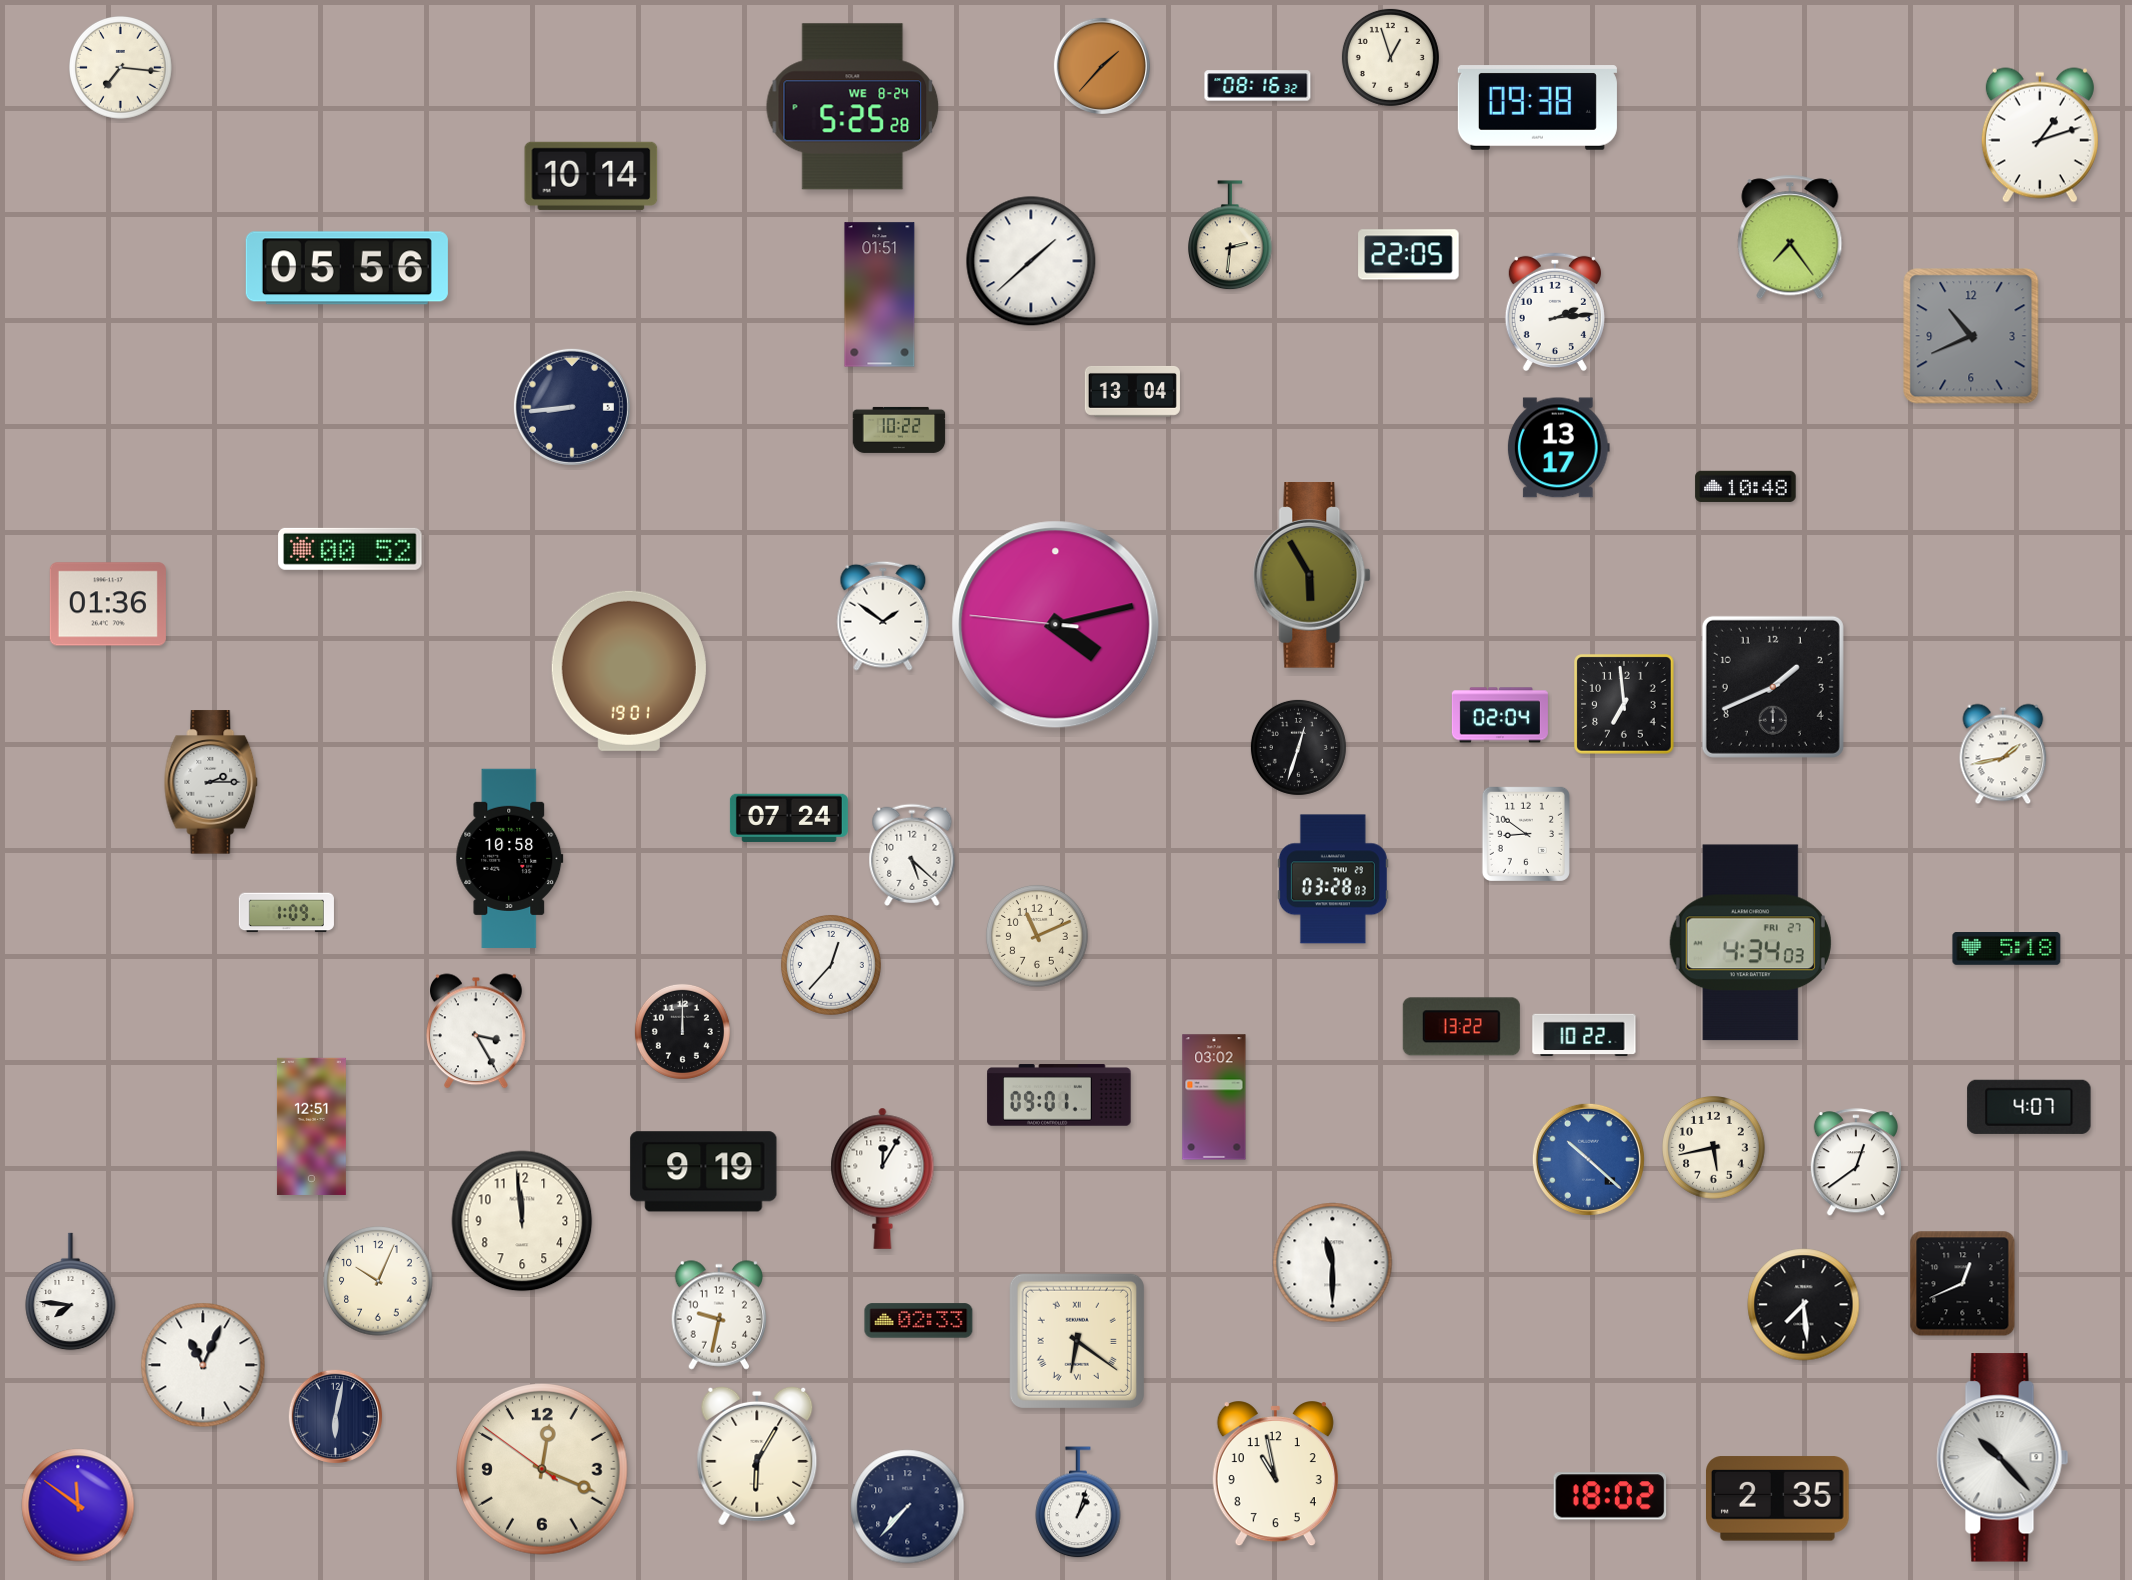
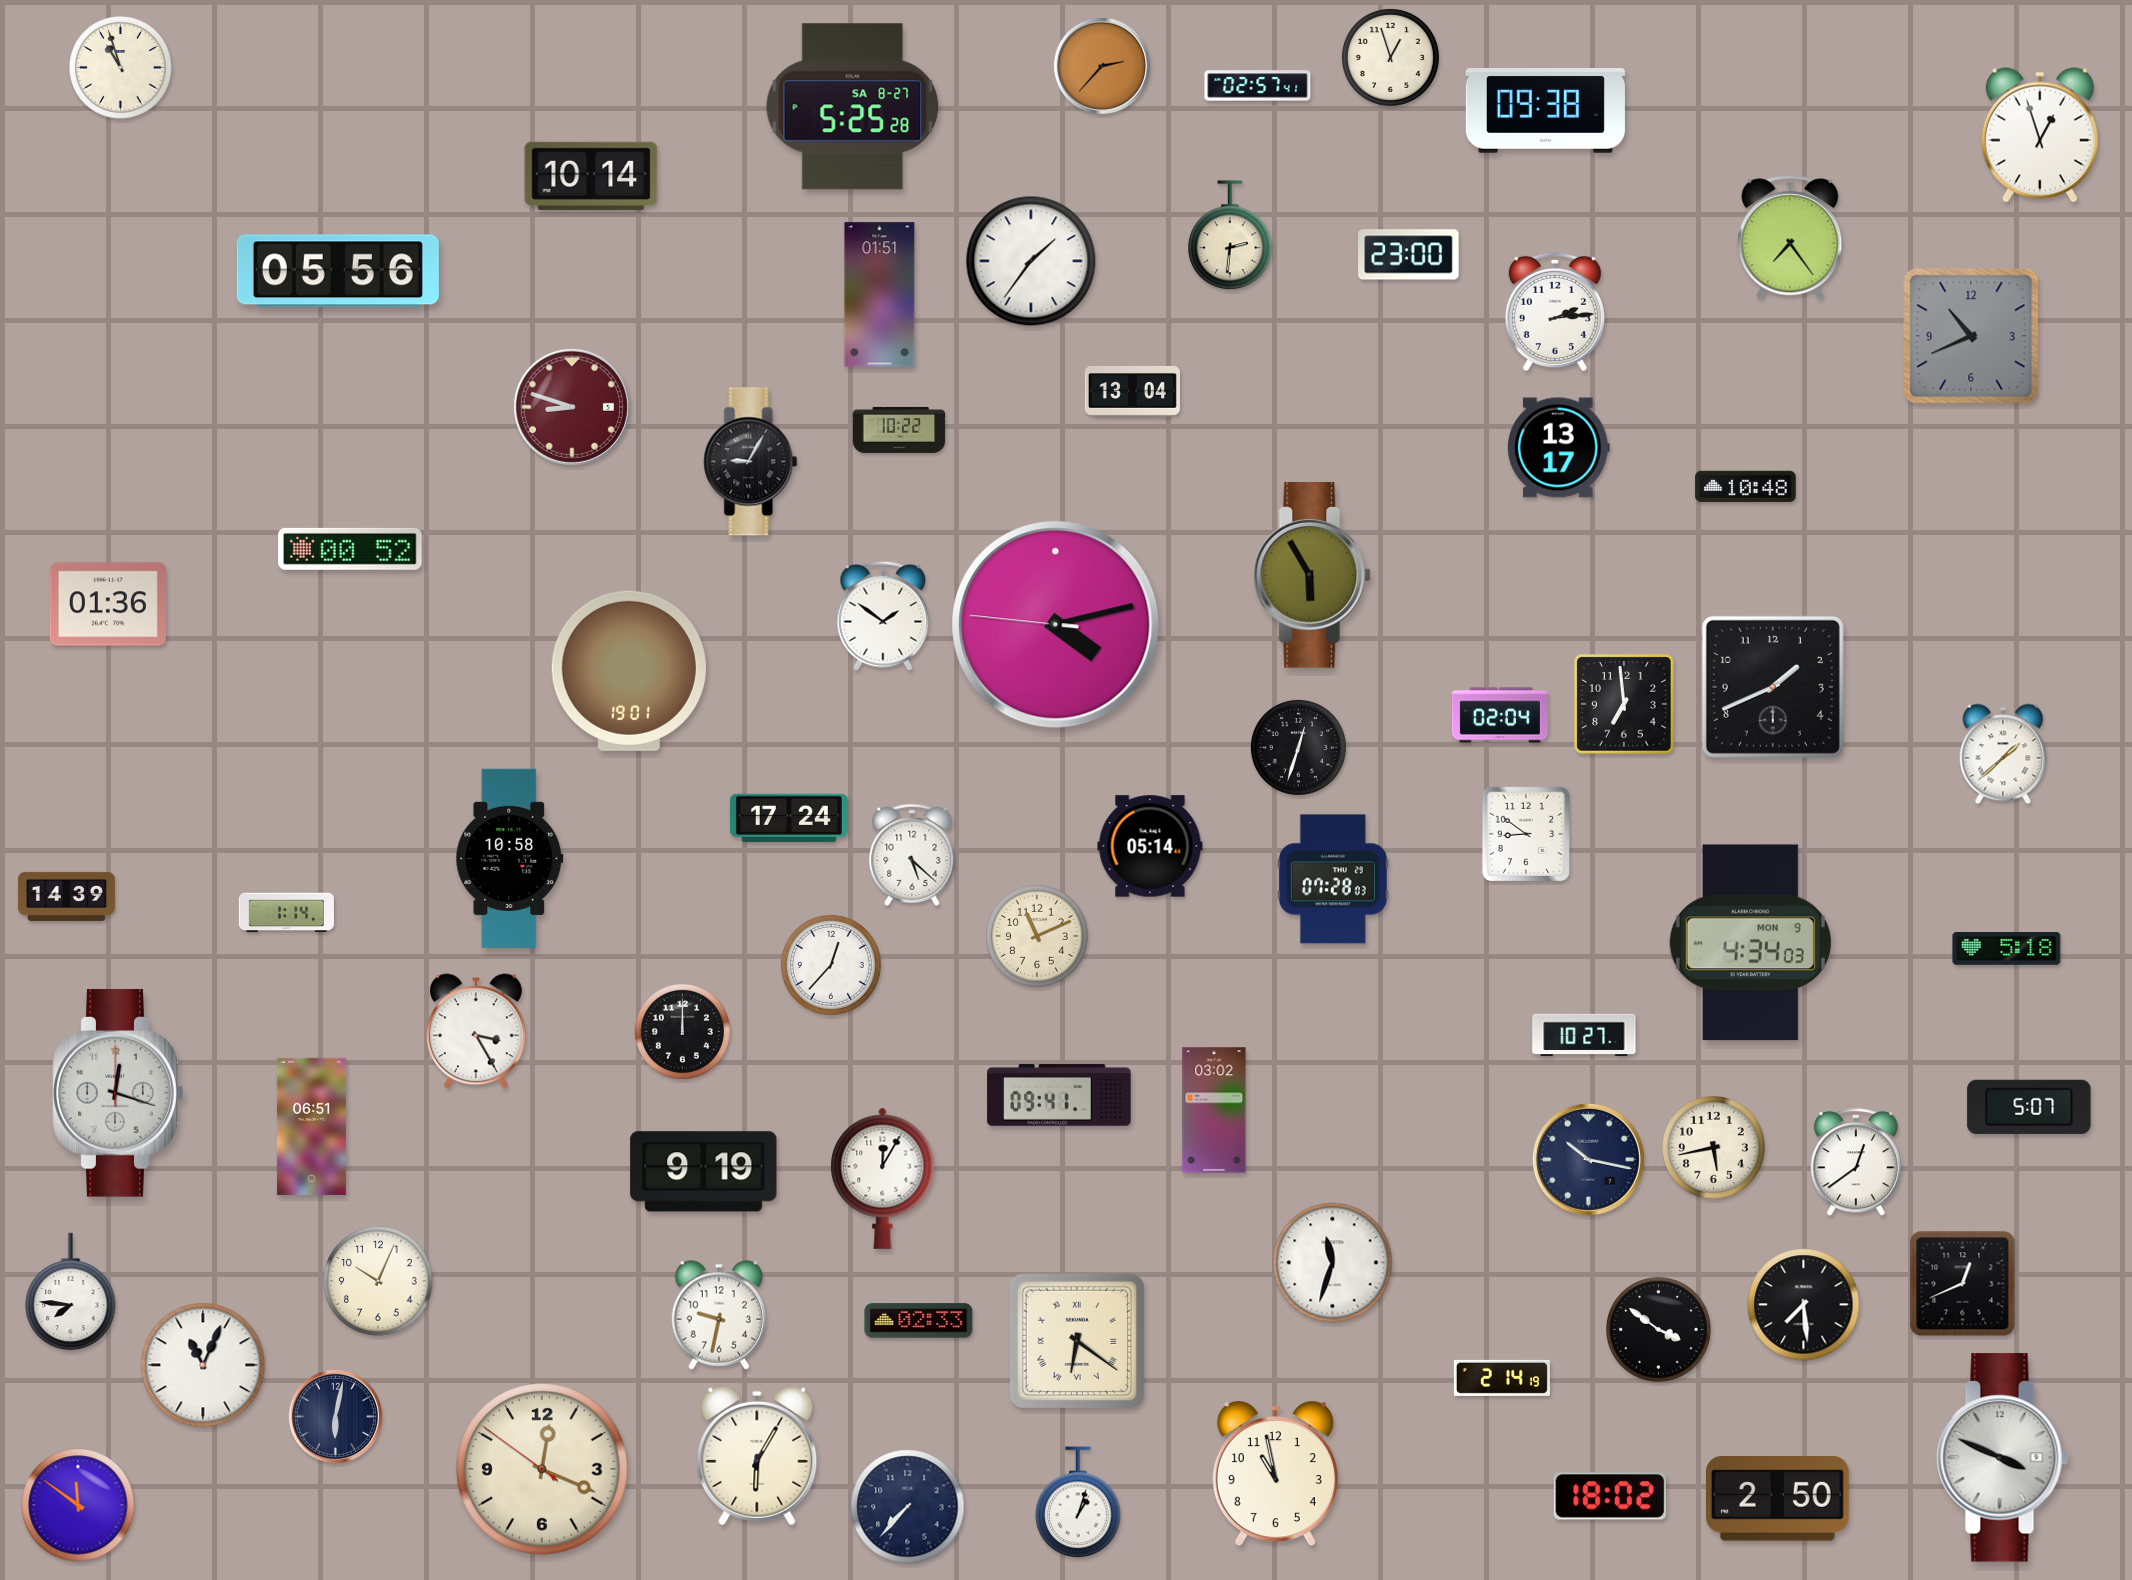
clock at (1102, 66): 1:37 -> 2:37
clock at (121, 68): 7:16 -> 10:57
clock at (1258, 86): 08:16 -> 02:57
clock at (853, 107) date: WE 8-24 -> SA 8-27
clock at (1537, 108) position: (1537, 108) -> (1545, 111)
clock at (2040, 135): 1:12 -> 12:57
clock at (1409, 255): 22:05 -> 23:00
clock at (1031, 261): 1:38 -> 1:36
clock at (347, 268) position: (347, 268) -> (338, 271)
clock at (572, 407): 8:44 -> 8:48
clock at (572, 407) dial: navy -> burgundy
clock at (751, 462): none -> 9:05
clock at (2003, 754): 1:43 -> 1:38
clock at (211, 782): 2:15 -> none
clock at (789, 818): 07:24 -> 17:24
clock at (1150, 846): none -> 05:14
clock at (1333, 879): 03:28 -> 07:28
clock at (66, 896): none -> 14:39
clock at (286, 913): 1:09 -> 1:14
clock at (1750, 943) date: FRI 27 -> MON 9
clock at (1461, 1027): 13:22 -> none
clock at (1584, 1035): 10:22 -> 10:27
clock at (118, 1094): none -> 12:18
clock at (1059, 1095): 09:01 -> 09:41
clock at (1214, 1097) position: (1214, 1097) -> (1214, 1110)
clock at (2029, 1107): 4:07 -> 5:07
clock at (311, 1126): 12:51 -> 06:51
clock at (1588, 1159): 10:22 -> 10:17
clock at (1588, 1159) dial: blue -> navy
clock at (522, 1221): 11:59 -> none
clock at (1333, 1263): 11:30 -> 11:33
clock at (1659, 1330): none -> 3:51
clock at (1502, 1378): none -> 2:14
clock at (2003, 1458): 10:23 -> 3:49
clock at (1778, 1499): 2:35 -> 2:50
